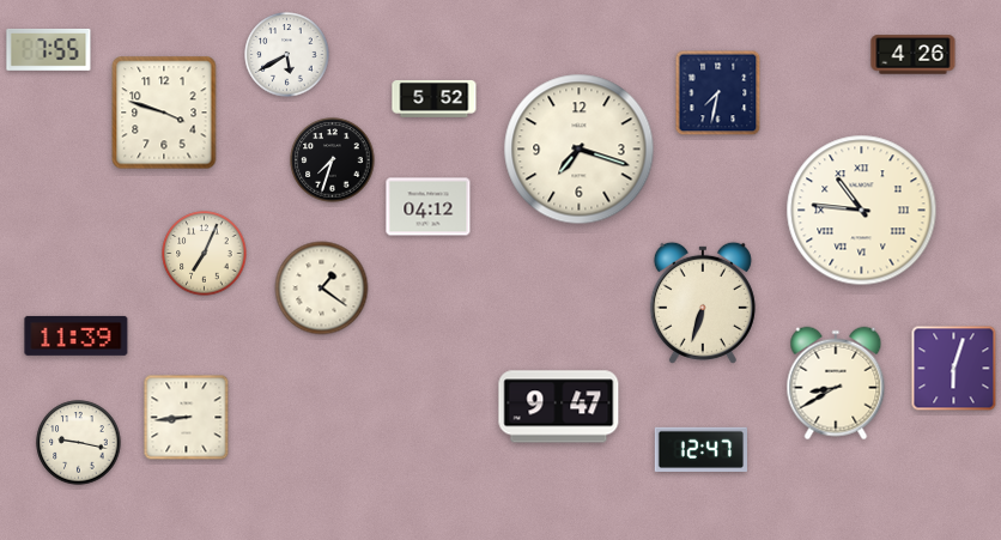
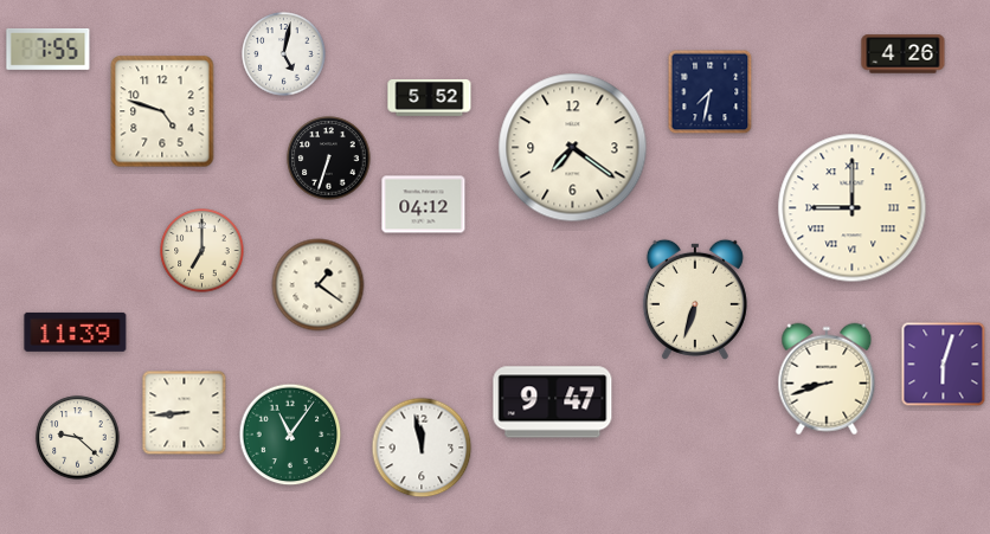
clock at (287, 55): 5:40 -> 5:02
clock at (164, 113): 3:48 -> 4:48
clock at (580, 150): 7:18 -> 7:21
clock at (333, 160): 7:33 -> 6:33
clock at (862, 211): 10:46 -> 9:00
clock at (205, 254): 7:04 -> 7:00
clock at (836, 383): 8:40 -> 8:42
clock at (290, 435): none -> 11:06
clock at (79, 443): 9:17 -> 9:22
clock at (700, 449): 12:47 -> none
clock at (422, 448): none -> 11:58
